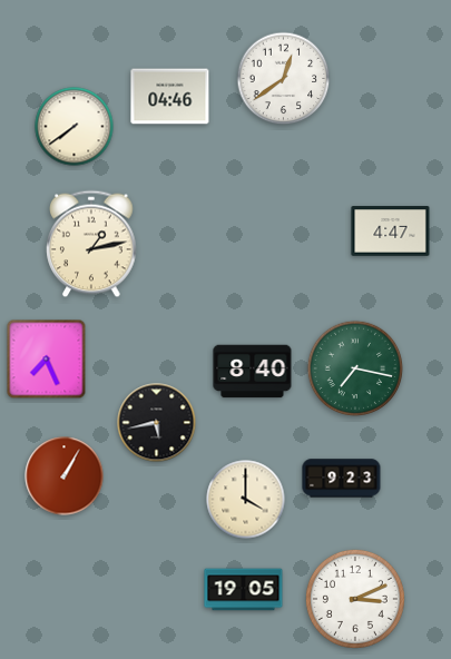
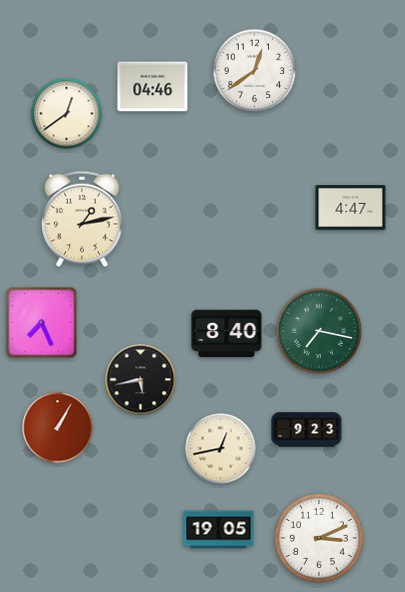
clock at (75, 127): 7:39 -> 12:39
clock at (246, 500): 4:00 -> 12:43
